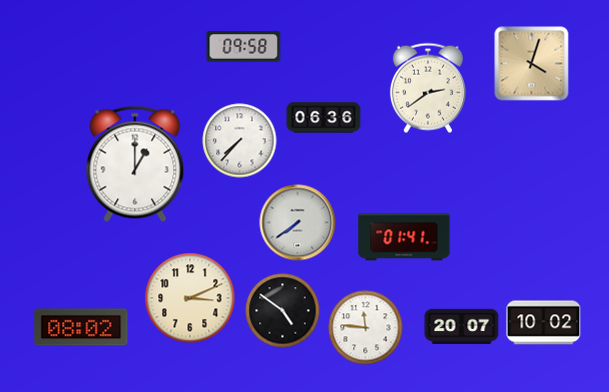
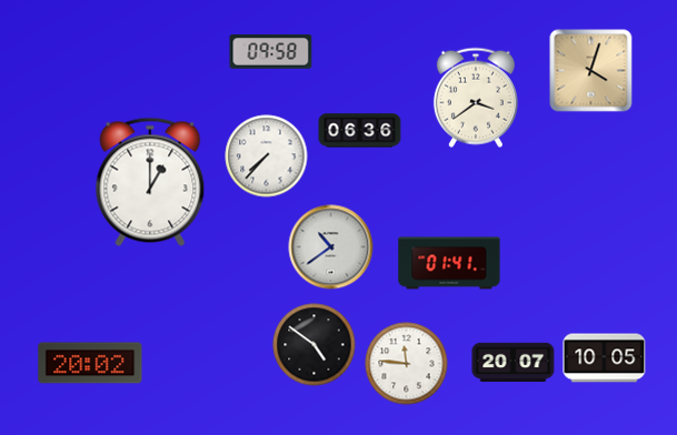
clock at (428, 88): 2:39 -> 3:39
clock at (298, 223): 7:39 -> 10:39
clock at (190, 298): 3:11 -> none
clock at (544, 323): 10:02 -> 10:05
clock at (81, 327): 08:02 -> 20:02
